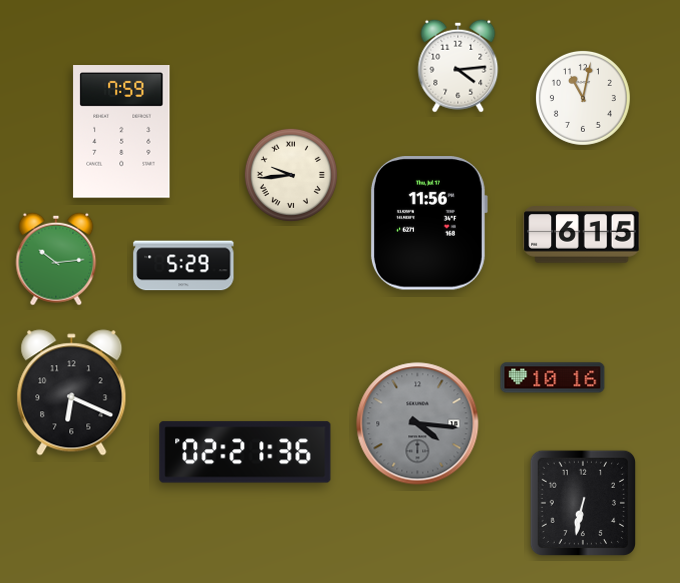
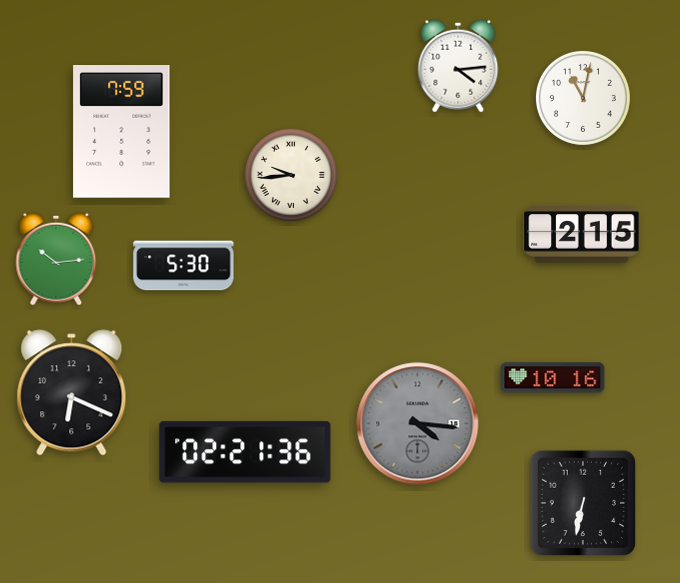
clock at (428, 223): 11:56 -> none
clock at (582, 235): 6:15 -> 2:15
clock at (184, 266): 5:29 -> 5:30
